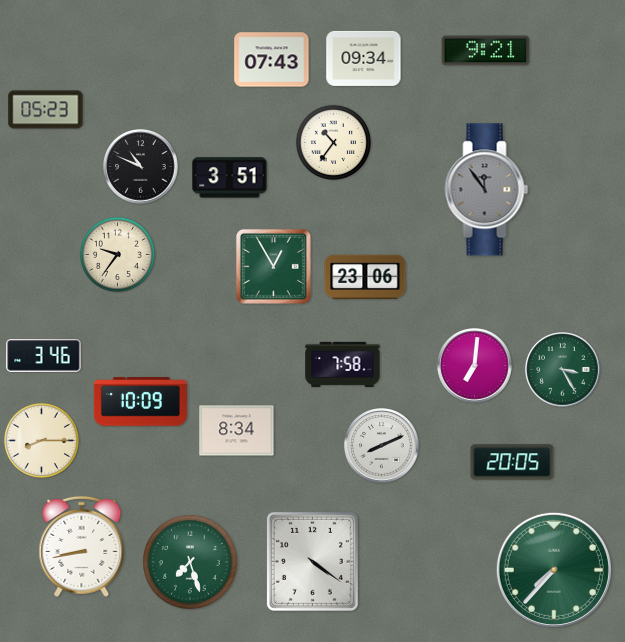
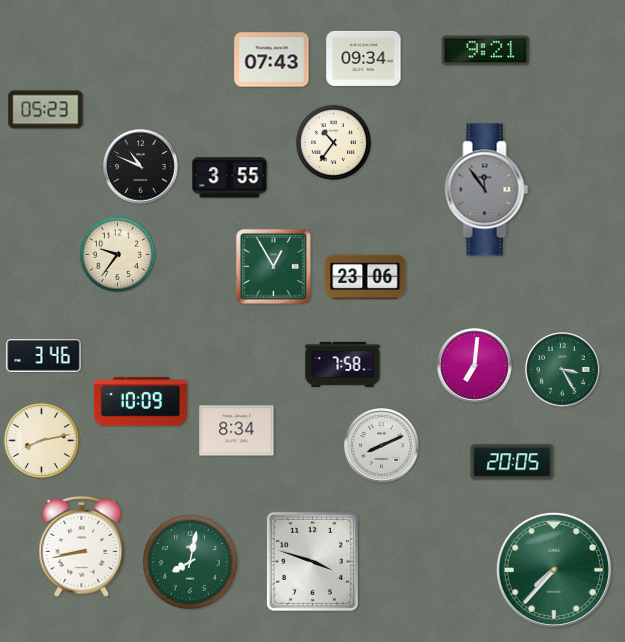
clock at (230, 178): 3:51 -> 3:55
clock at (41, 440): 8:15 -> 8:13
clock at (312, 561): 4:21 -> 3:48
clock at (191, 563): 7:27 -> 8:02
